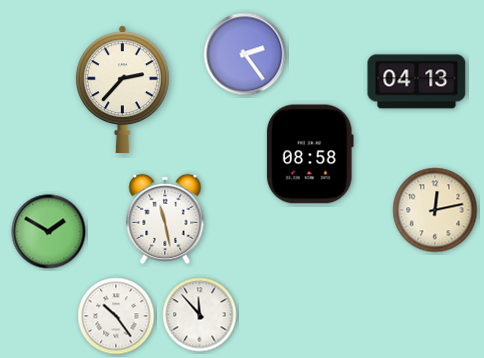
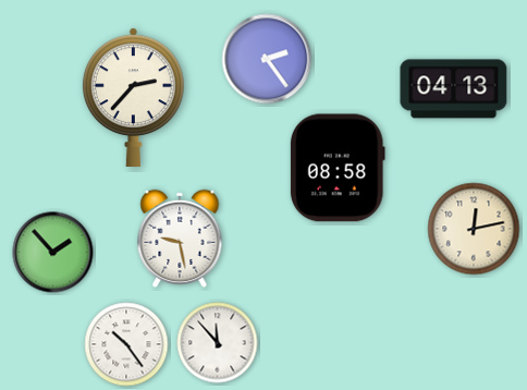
clock at (165, 219): 11:28 -> 9:28
clock at (49, 232): 1:50 -> 1:53
